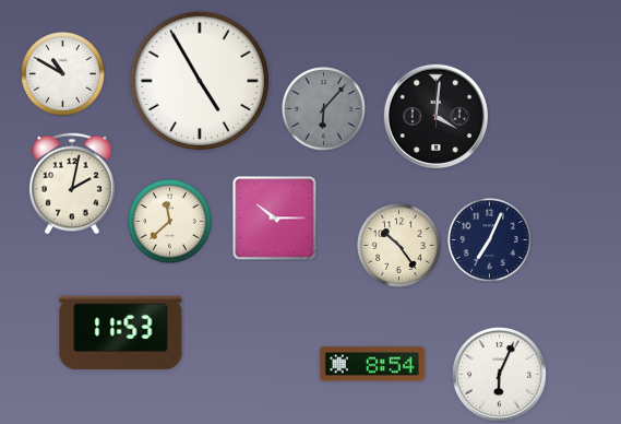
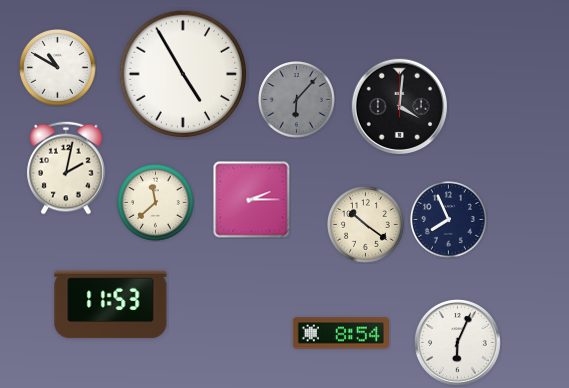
clock at (275, 219): 10:15 -> 2:15
clock at (490, 240): 7:04 -> 7:56
clock at (399, 246): 10:24 -> 10:21
